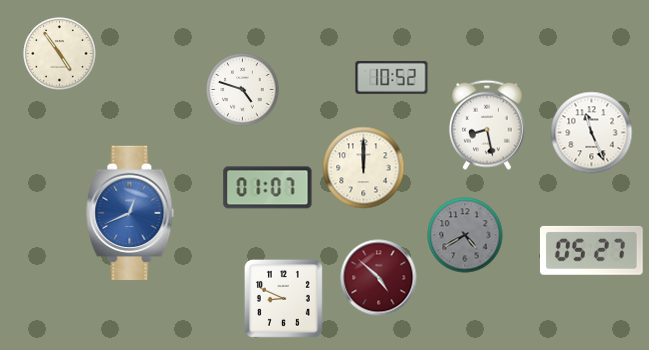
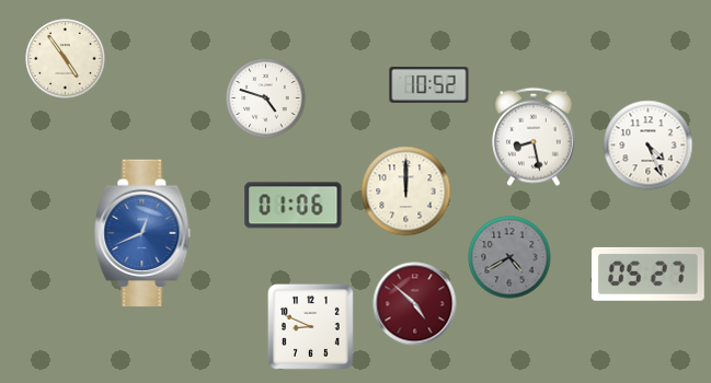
clock at (592, 133): 11:26 -> 4:26
clock at (364, 168) position: (364, 168) -> (406, 191)
clock at (268, 188): 01:07 -> 01:06
